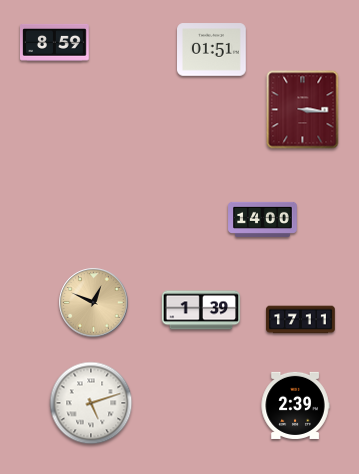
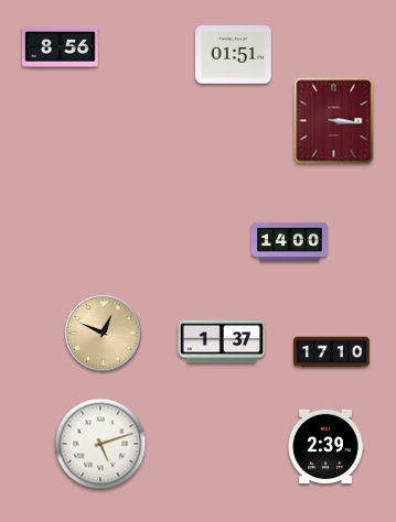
clock at (55, 42): 8:59 -> 8:56
clock at (201, 310): 1:39 -> 1:37
clock at (301, 320): 17:11 -> 17:10
